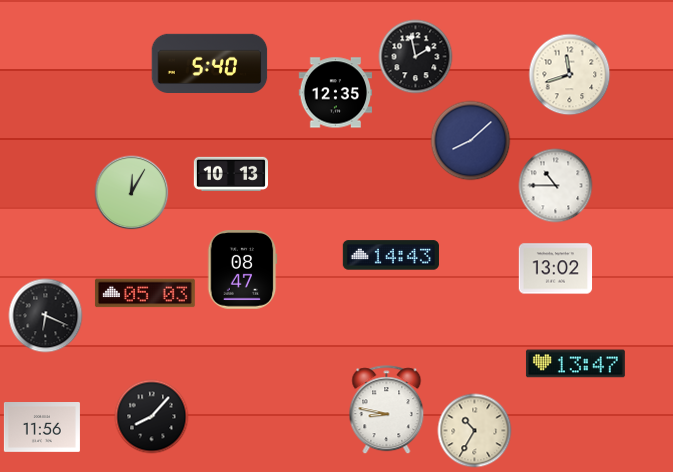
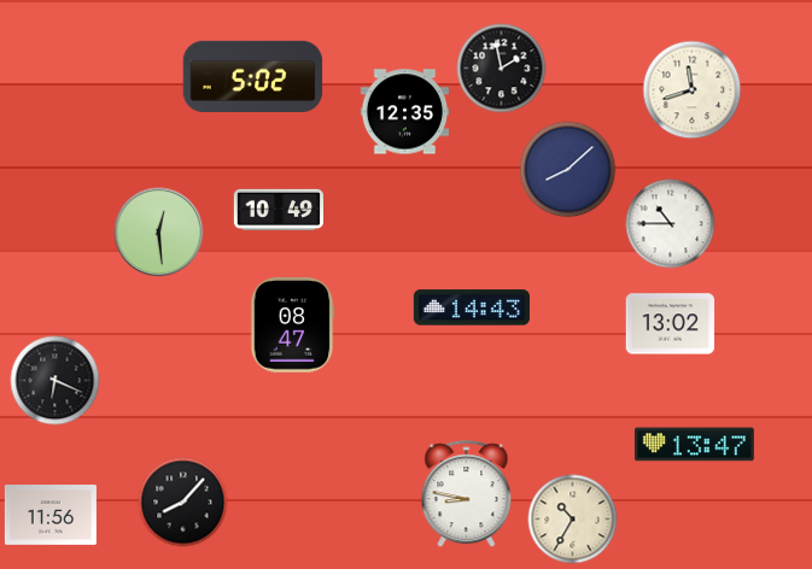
clock at (210, 63): 5:40 -> 5:02
clock at (570, 75) position: (570, 75) -> (693, 90)
clock at (231, 173): 10:13 -> 10:49
clock at (132, 193): 12:05 -> 12:29
clock at (145, 293): 05:03 -> none
clock at (575, 364) position: (575, 364) -> (694, 445)
